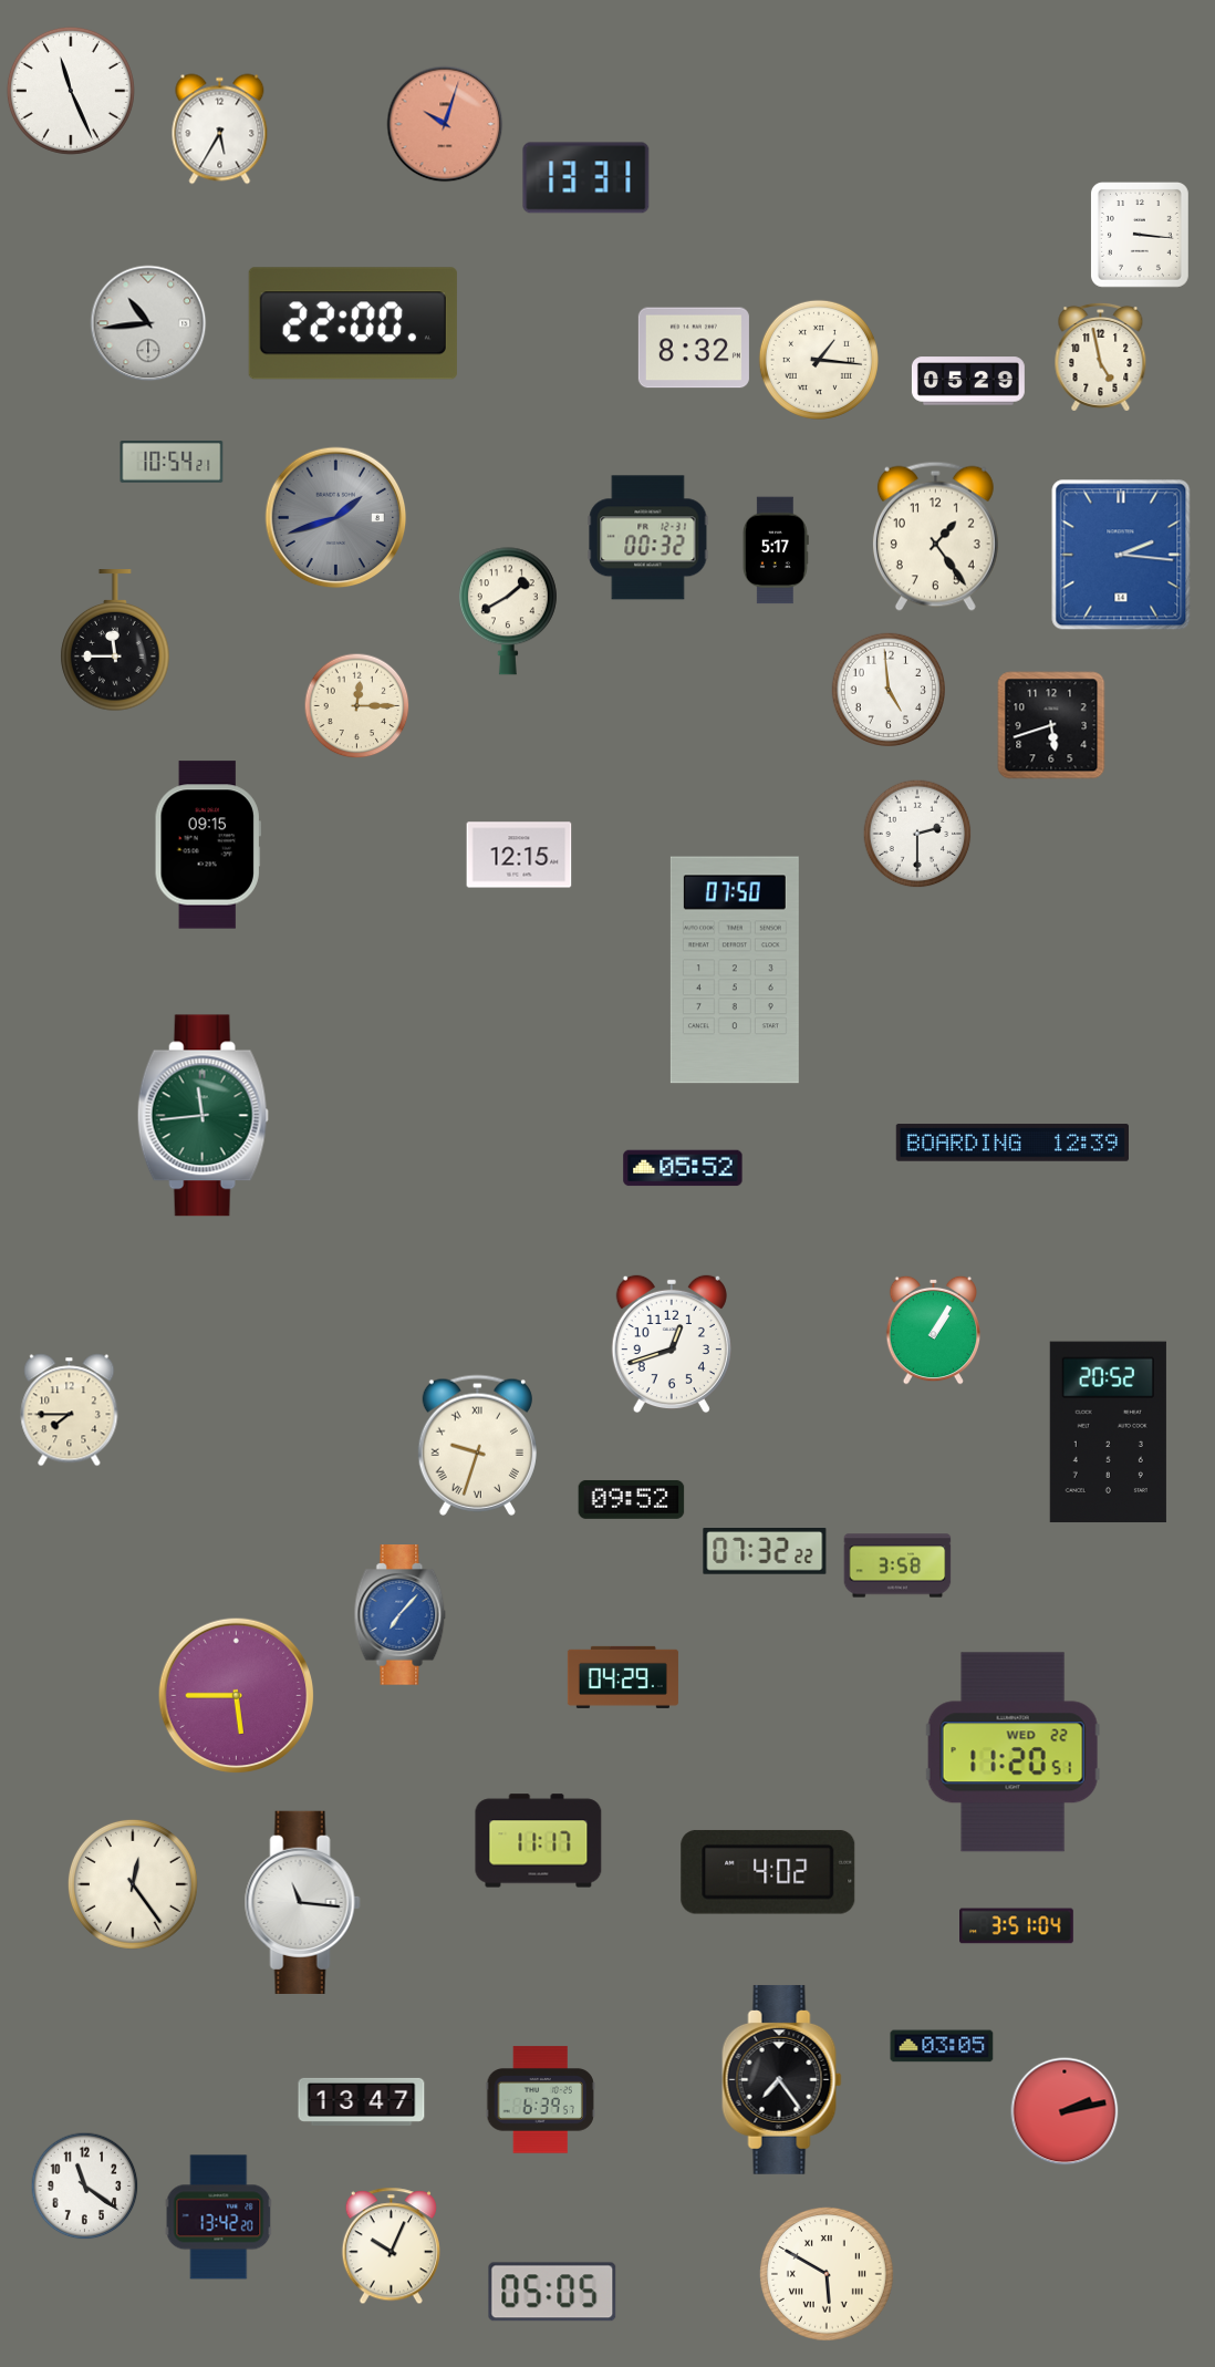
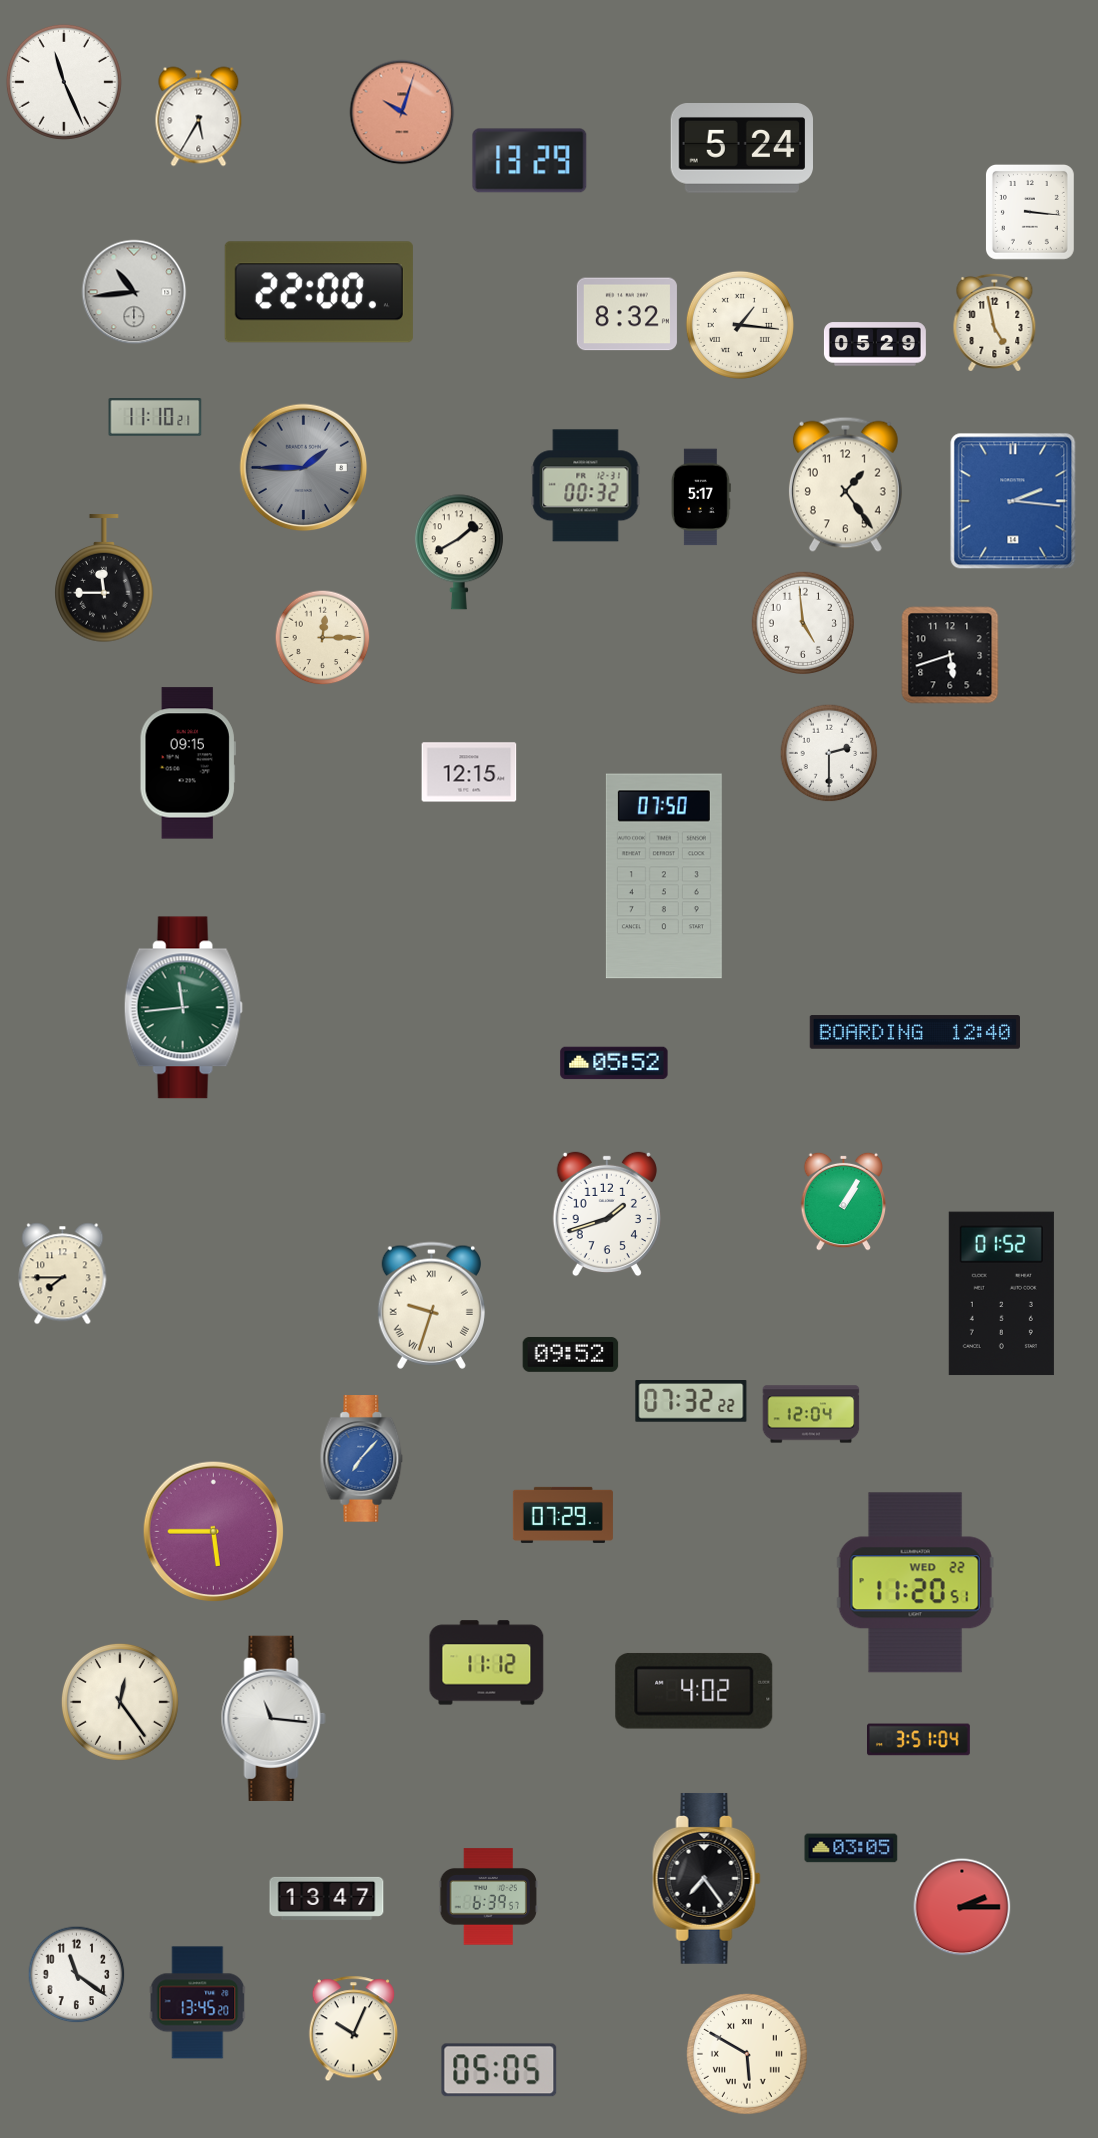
clock at (741, 148): none -> 5:24
clock at (586, 178): 13:31 -> 13:29
clock at (172, 463): 10:54 -> 11:10
clock at (336, 518): 1:42 -> 1:45
clock at (1012, 1143): 12:39 -> 12:40
clock at (683, 1168) position: (683, 1168) -> (614, 1063)
clock at (672, 1344): 12:42 -> 1:42
clock at (1108, 1433): 20:52 -> 01:52
clock at (897, 1565): 3:58 -> 12:04
clock at (623, 1677): 04:29 -> 07:29
clock at (539, 1841): 11:17 -> 11:12
clock at (1065, 2111): 2:13 -> 2:15
clock at (219, 2218): 13:42 -> 13:45
